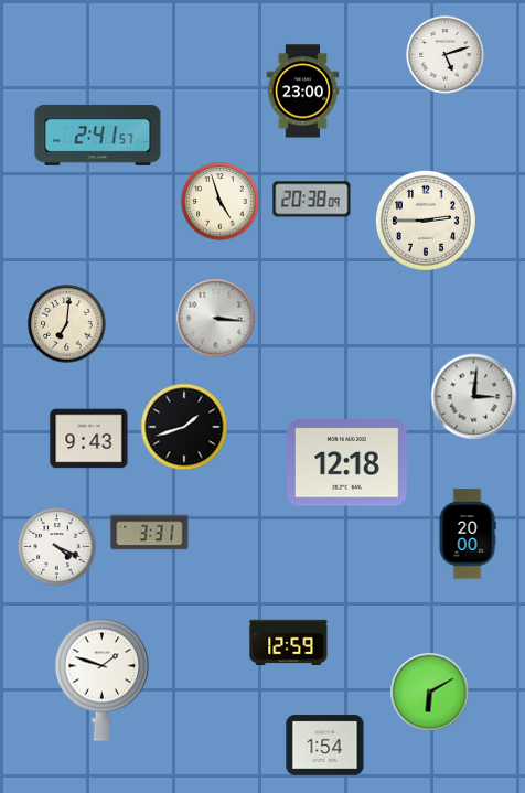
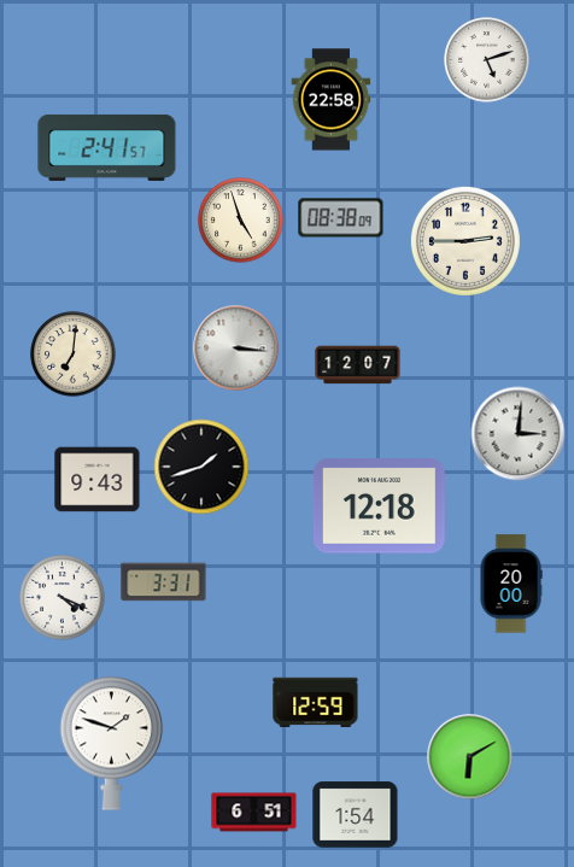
clock at (303, 92): 23:00 -> 22:58
clock at (312, 200): 20:38 -> 08:38
clock at (358, 365): none -> 12:07
clock at (254, 813): none -> 6:51
